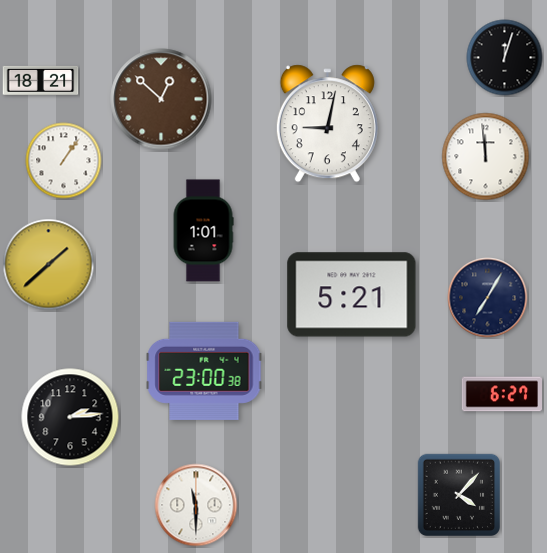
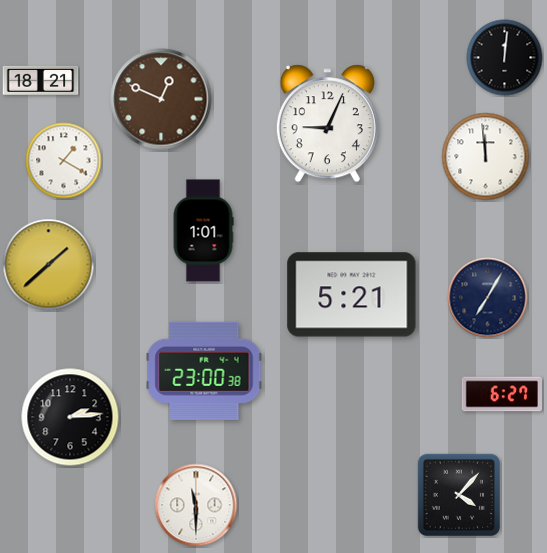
clock at (505, 58): 12:03 -> 12:01
clock at (161, 99): 12:52 -> 12:49
clock at (327, 124): 9:02 -> 9:04
clock at (64, 161): 1:06 -> 1:20
